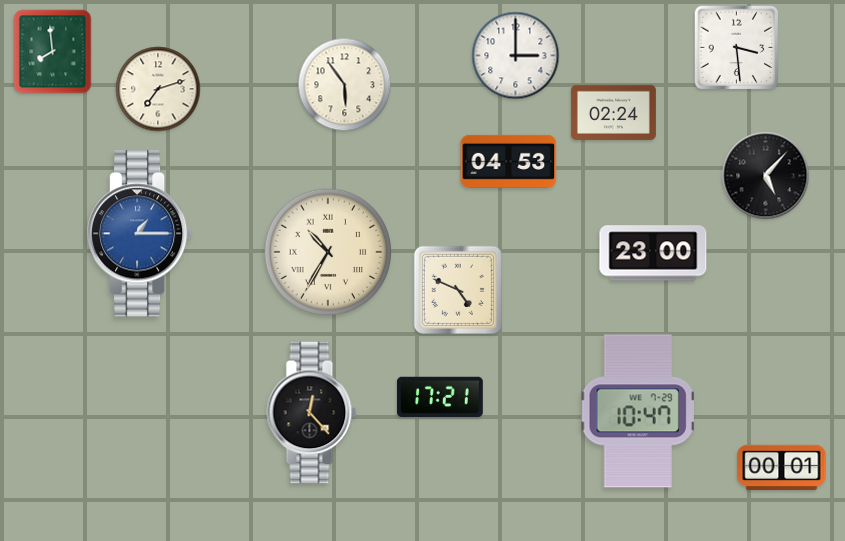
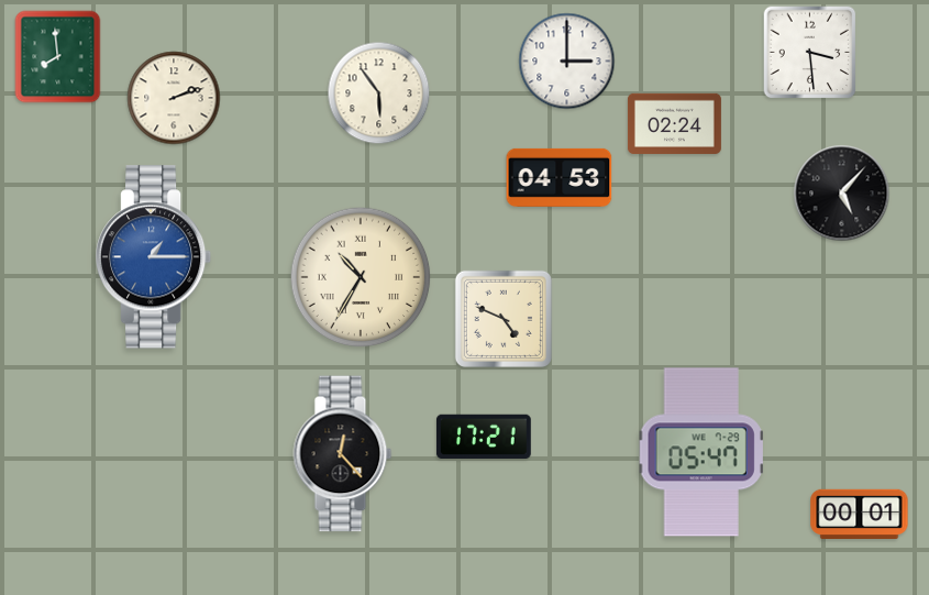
clock at (158, 89): 7:12 -> 2:12
clock at (653, 253): 23:00 -> none
clock at (638, 411): 10:47 -> 05:47
